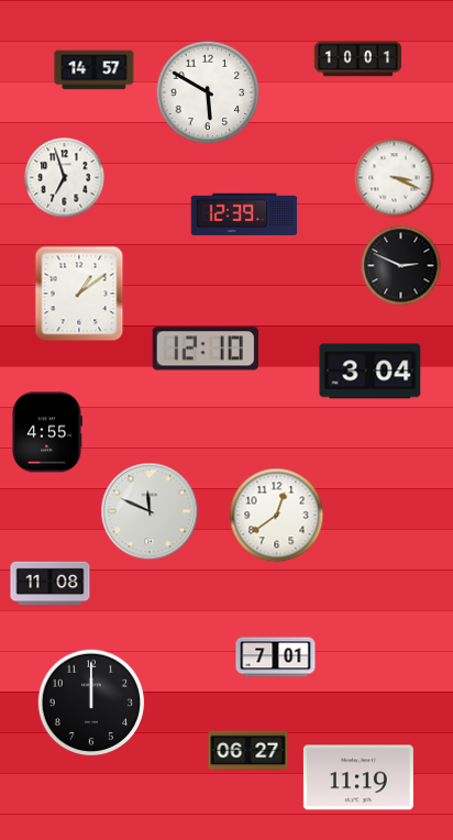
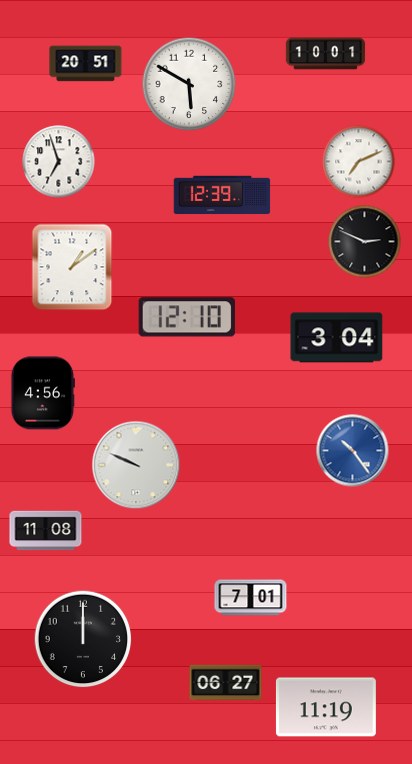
clock at (95, 70): 14:57 -> 20:51
clock at (395, 178): 3:19 -> 7:11
clock at (46, 432): 4:55 -> 4:56
clock at (353, 451): none -> 10:24
clock at (150, 511): 11:49 -> 9:49
clock at (277, 516): 12:39 -> none
